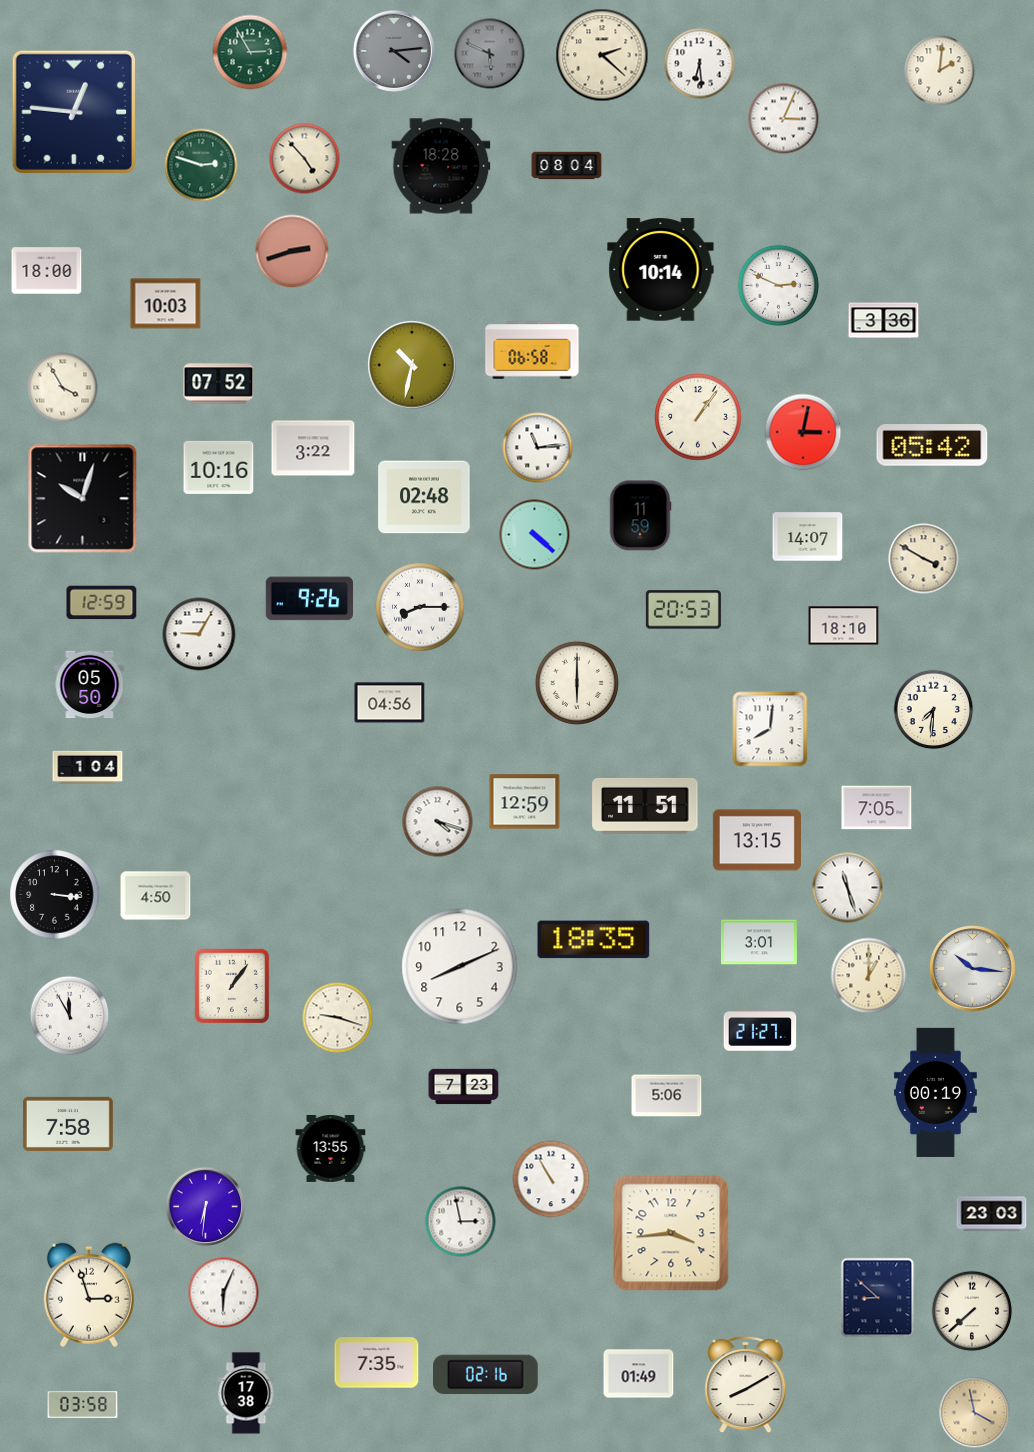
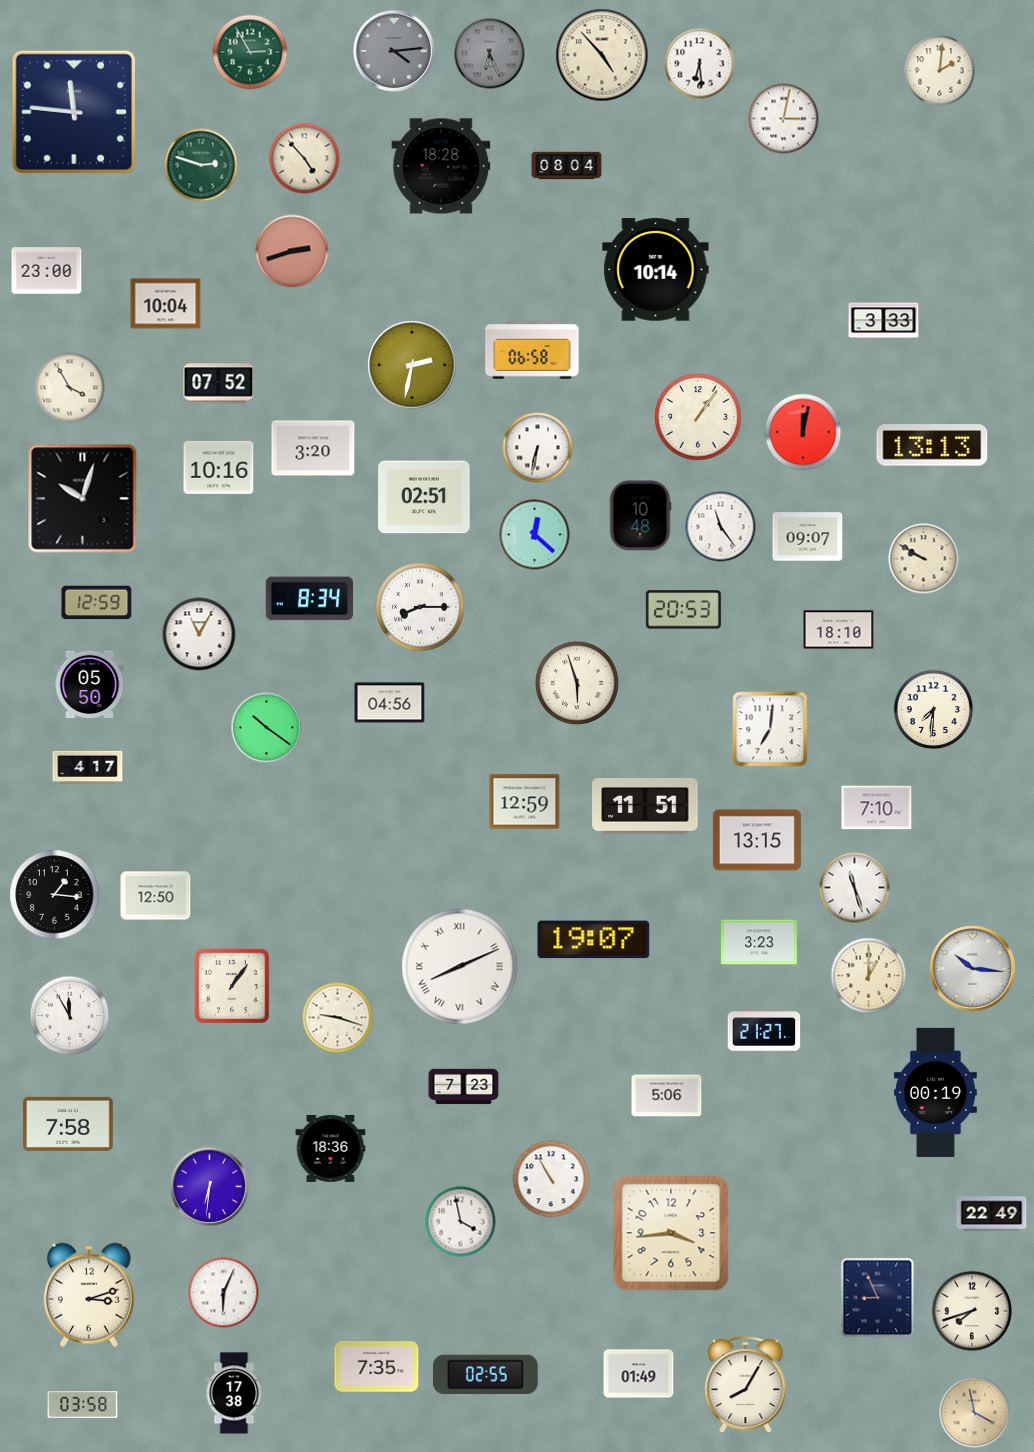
clock at (490, 54): 5:49 -> 6:26
clock at (602, 55): 2:22 -> 4:53
clock at (73, 111): 12:46 -> 11:46
clock at (784, 119): 3:04 -> 3:02
clock at (661, 270) position: (661, 270) -> (656, 270)
clock at (47, 271): 18:00 -> 23:00
clock at (779, 286): 2:49 -> none
clock at (166, 304): 10:03 -> 10:04
clock at (884, 321): 3:36 -> 3:33
clock at (412, 365): 10:32 -> 2:32
clock at (63, 388) position: (63, 388) -> (70, 388)
clock at (803, 432): 3:02 -> 12:02
clock at (932, 445): 05:42 -> 13:13
clock at (313, 448): 3:22 -> 3:20
clock at (538, 448): 11:14 -> 6:32
clock at (424, 497): 02:48 -> 02:51
clock at (640, 516): 11:59 -> 10:48
clock at (721, 527): none -> 11:24
clock at (535, 535): 4:22 -> 12:22
clock at (808, 537): 14:07 -> 09:07
clock at (924, 559): 3:50 -> 9:50
clock at (309, 599): 9:26 -> 8:34
clock at (102, 603) position: (102, 603) -> (97, 603)
clock at (844, 626) position: (844, 626) -> (839, 630)
clock at (199, 634): 9:05 -> 11:05
clock at (577, 683): 6:00 -> 5:57
clock at (267, 728): none -> 10:21
clock at (770, 729): 8:01 -> 7:01
clock at (88, 767): 1:04 -> 4:17
clock at (877, 808): 7:05 -> 7:10
clock at (438, 822): 4:18 -> none
clock at (848, 888) position: (848, 888) -> (855, 888)
clock at (55, 895): 3:16 -> 1:16
clock at (156, 896): 4:50 -> 12:50
clock at (594, 940): 18:35 -> 19:07
clock at (759, 942): 3:01 -> 3:23
clock at (460, 967) numerals: Arabic -> Roman
clock at (760, 1030) position: (760, 1030) -> (764, 1030)
clock at (331, 1148): 13:55 -> 18:36
clock at (205, 1206) position: (205, 1206) -> (209, 1186)
clock at (992, 1214): 23:03 -> 22:49
clock at (461, 1222): 2:58 -> 3:58
clock at (89, 1295): 2:57 -> 3:12
clock at (878, 1298): 8:52 -> 8:56
clock at (972, 1311): 7:38 -> 7:42
clock at (377, 1363) position: (377, 1363) -> (377, 1367)
clock at (486, 1375): 02:16 -> 02:55
clock at (746, 1385): 8:10 -> 8:05
clock at (246, 1393) position: (246, 1393) -> (234, 1393)
